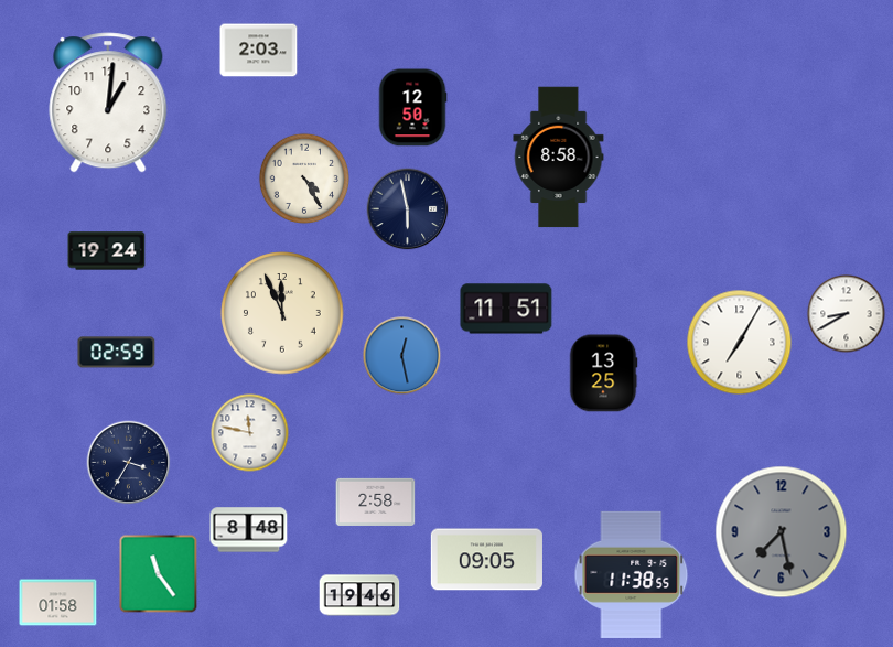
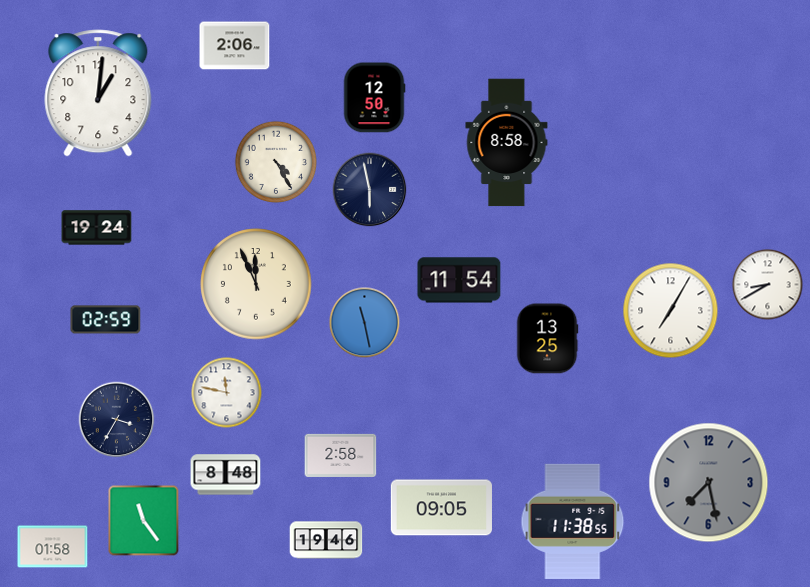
clock at (259, 51): 2:03 -> 2:06
clock at (506, 309): 11:51 -> 11:54
clock at (402, 356): 12:28 -> 11:28
clock at (249, 530) position: (249, 530) -> (226, 475)
